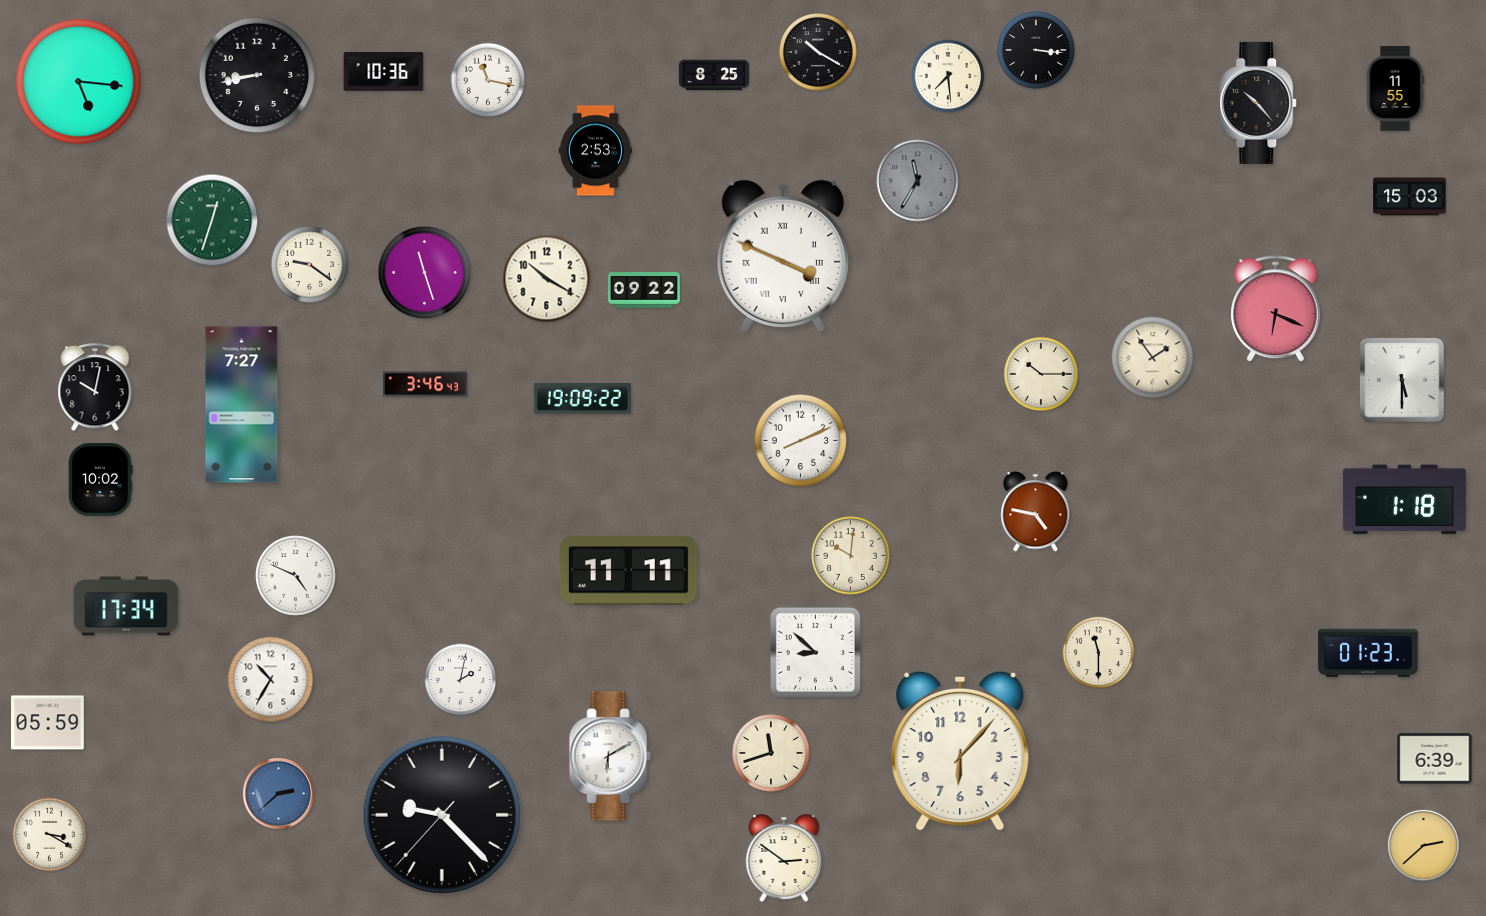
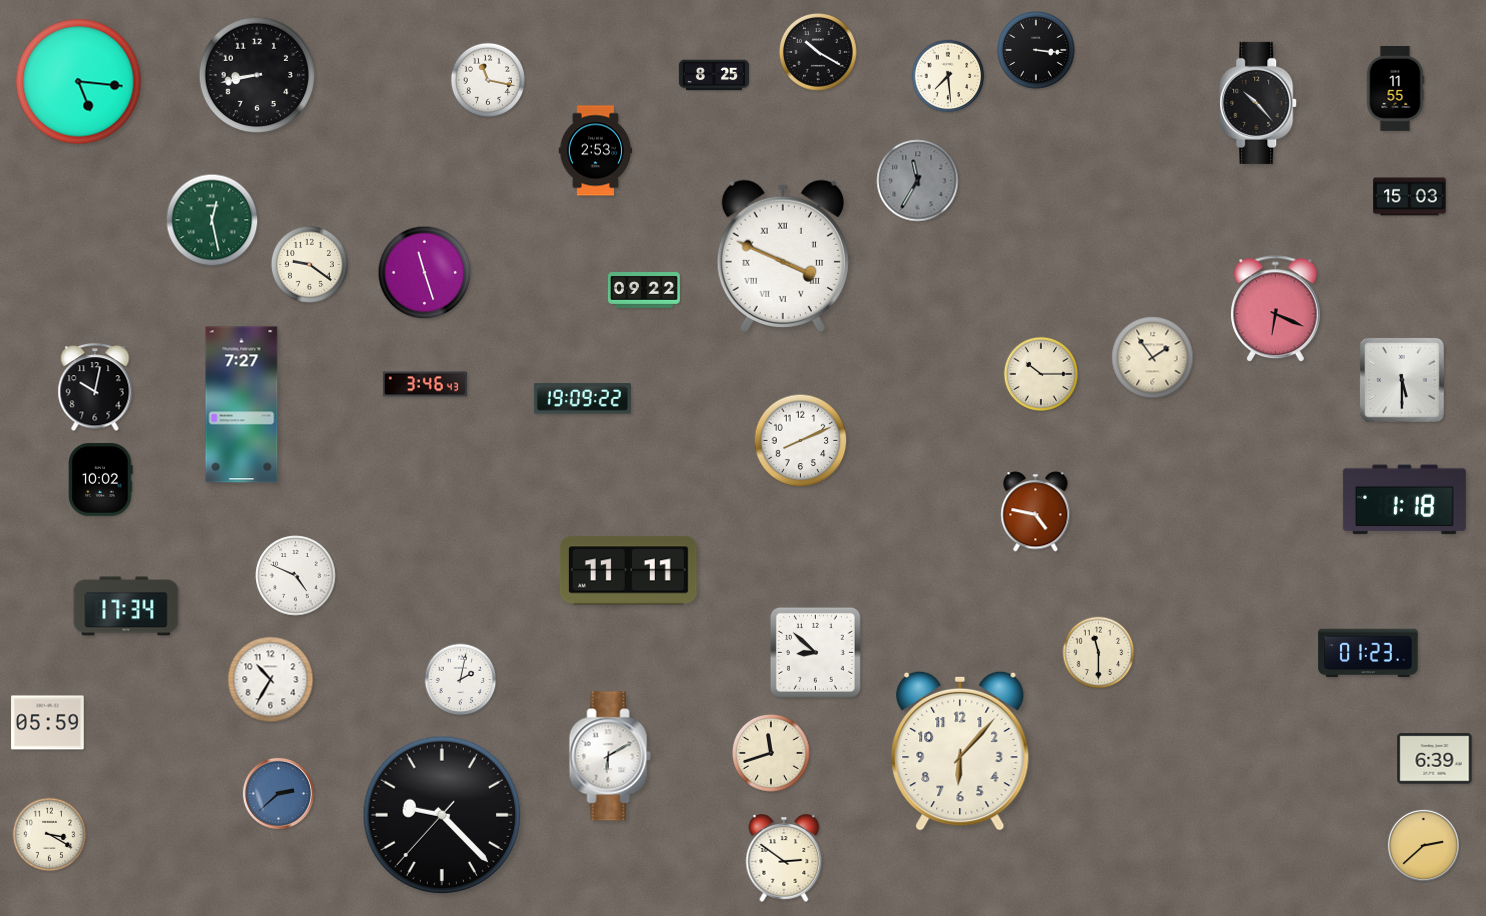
clock at (384, 72): 10:36 -> none
clock at (212, 220): 12:33 -> 12:28
clock at (547, 279): 10:20 -> none
clock at (851, 556): 10:01 -> none
